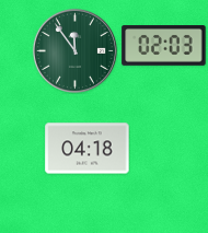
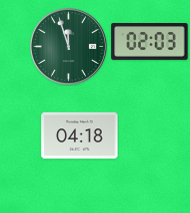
clock at (74, 50): 11:54 -> 11:57
